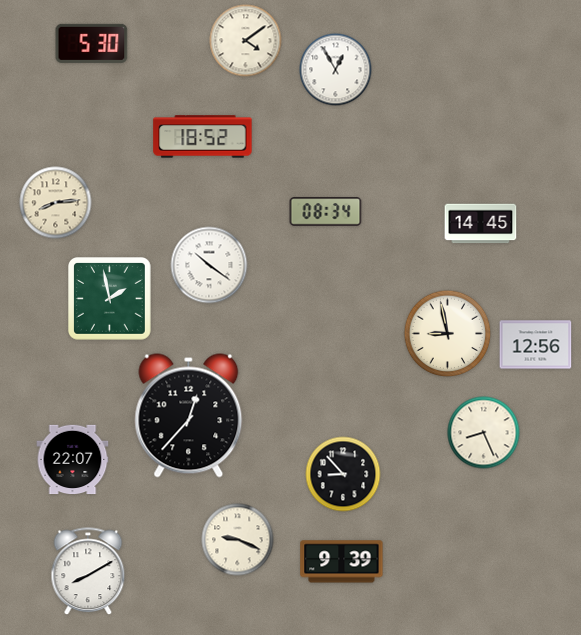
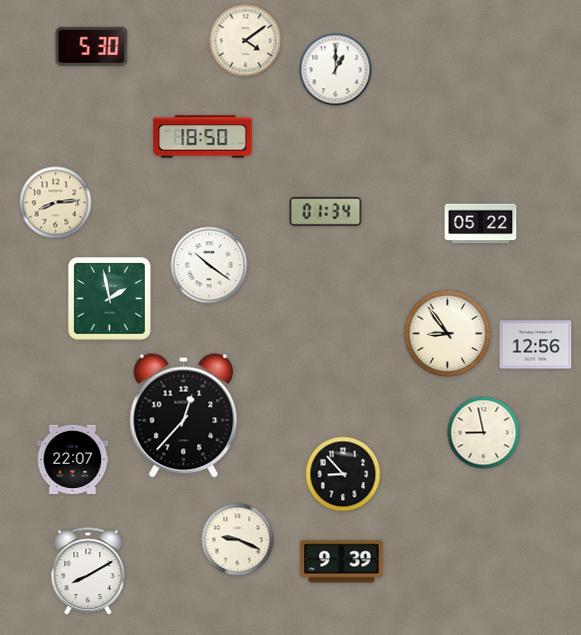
clock at (92, 43) position: (92, 43) -> (92, 46)
clock at (336, 70): 12:55 -> 1:00
clock at (203, 137): 18:52 -> 18:50
clock at (326, 212): 08:34 -> 01:34
clock at (481, 224): 14:45 -> 05:22
clock at (448, 334): 8:58 -> 8:54
clock at (189, 416) position: (189, 416) -> (184, 416)
clock at (484, 433): 8:26 -> 8:58
